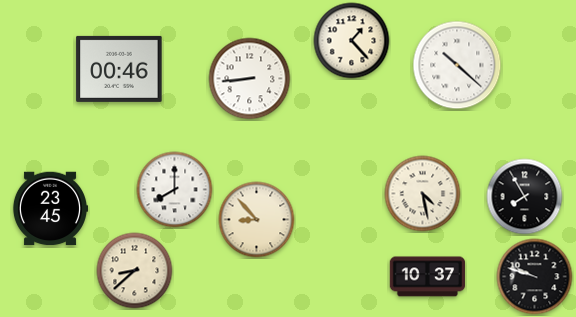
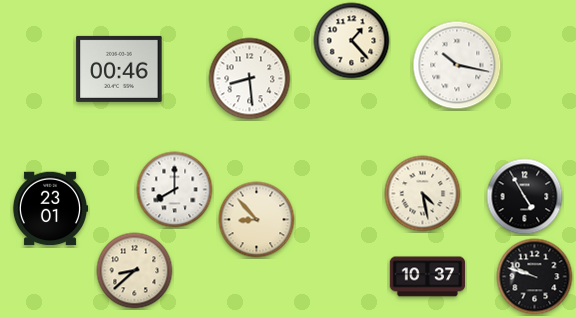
clock at (457, 65): 10:22 -> 10:17
clock at (250, 79): 8:44 -> 8:29
clock at (525, 197): 7:55 -> 4:55
clock at (50, 209): 23:45 -> 23:01
